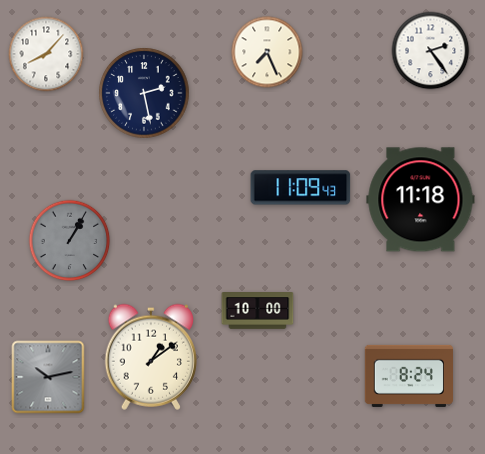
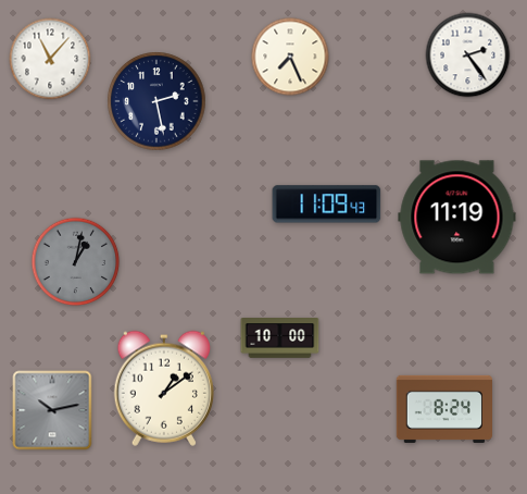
clock at (46, 54): 8:07 -> 11:07
clock at (421, 200): 11:18 -> 11:19
clock at (70, 241): 1:05 -> 1:02
